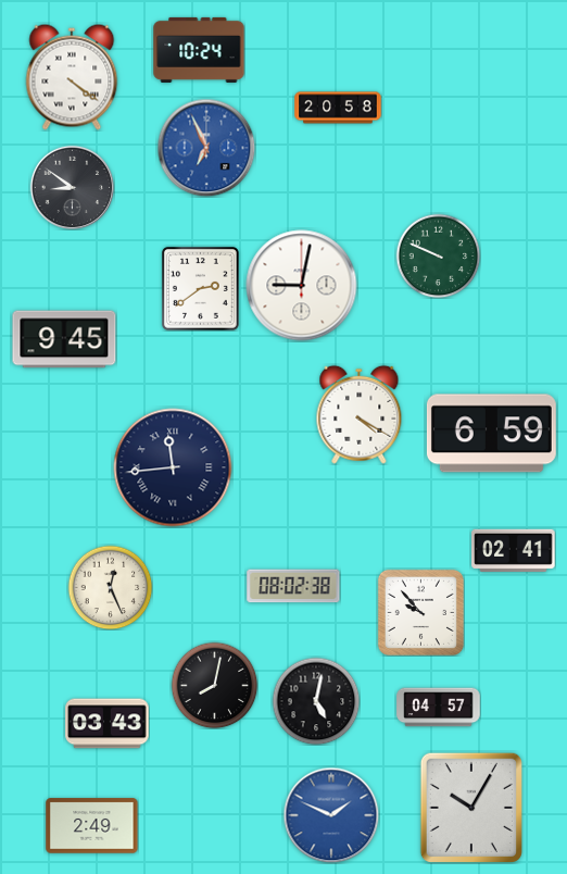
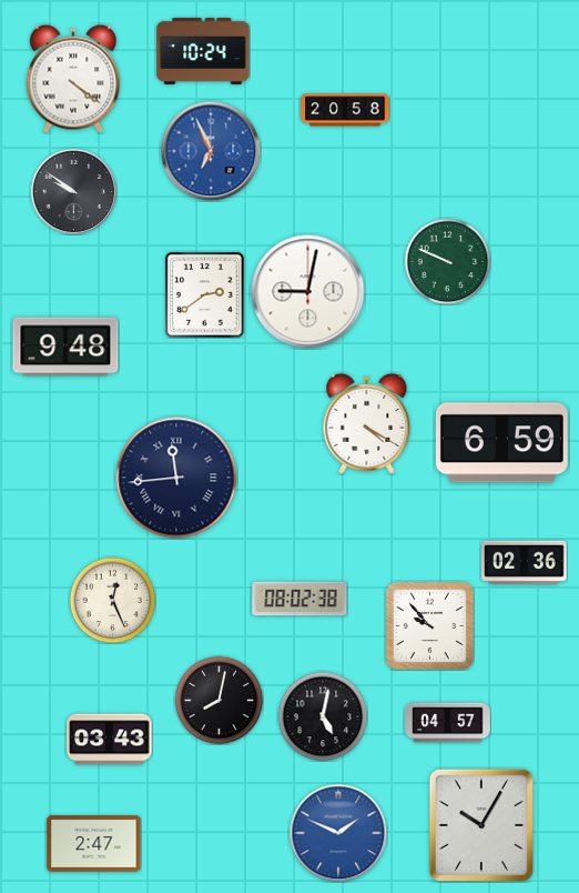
clock at (72, 187): 8:51 -> 9:51
clock at (64, 339): 9:45 -> 9:48
clock at (514, 550): 02:41 -> 02:36
clock at (92, 826): 2:49 -> 2:47
